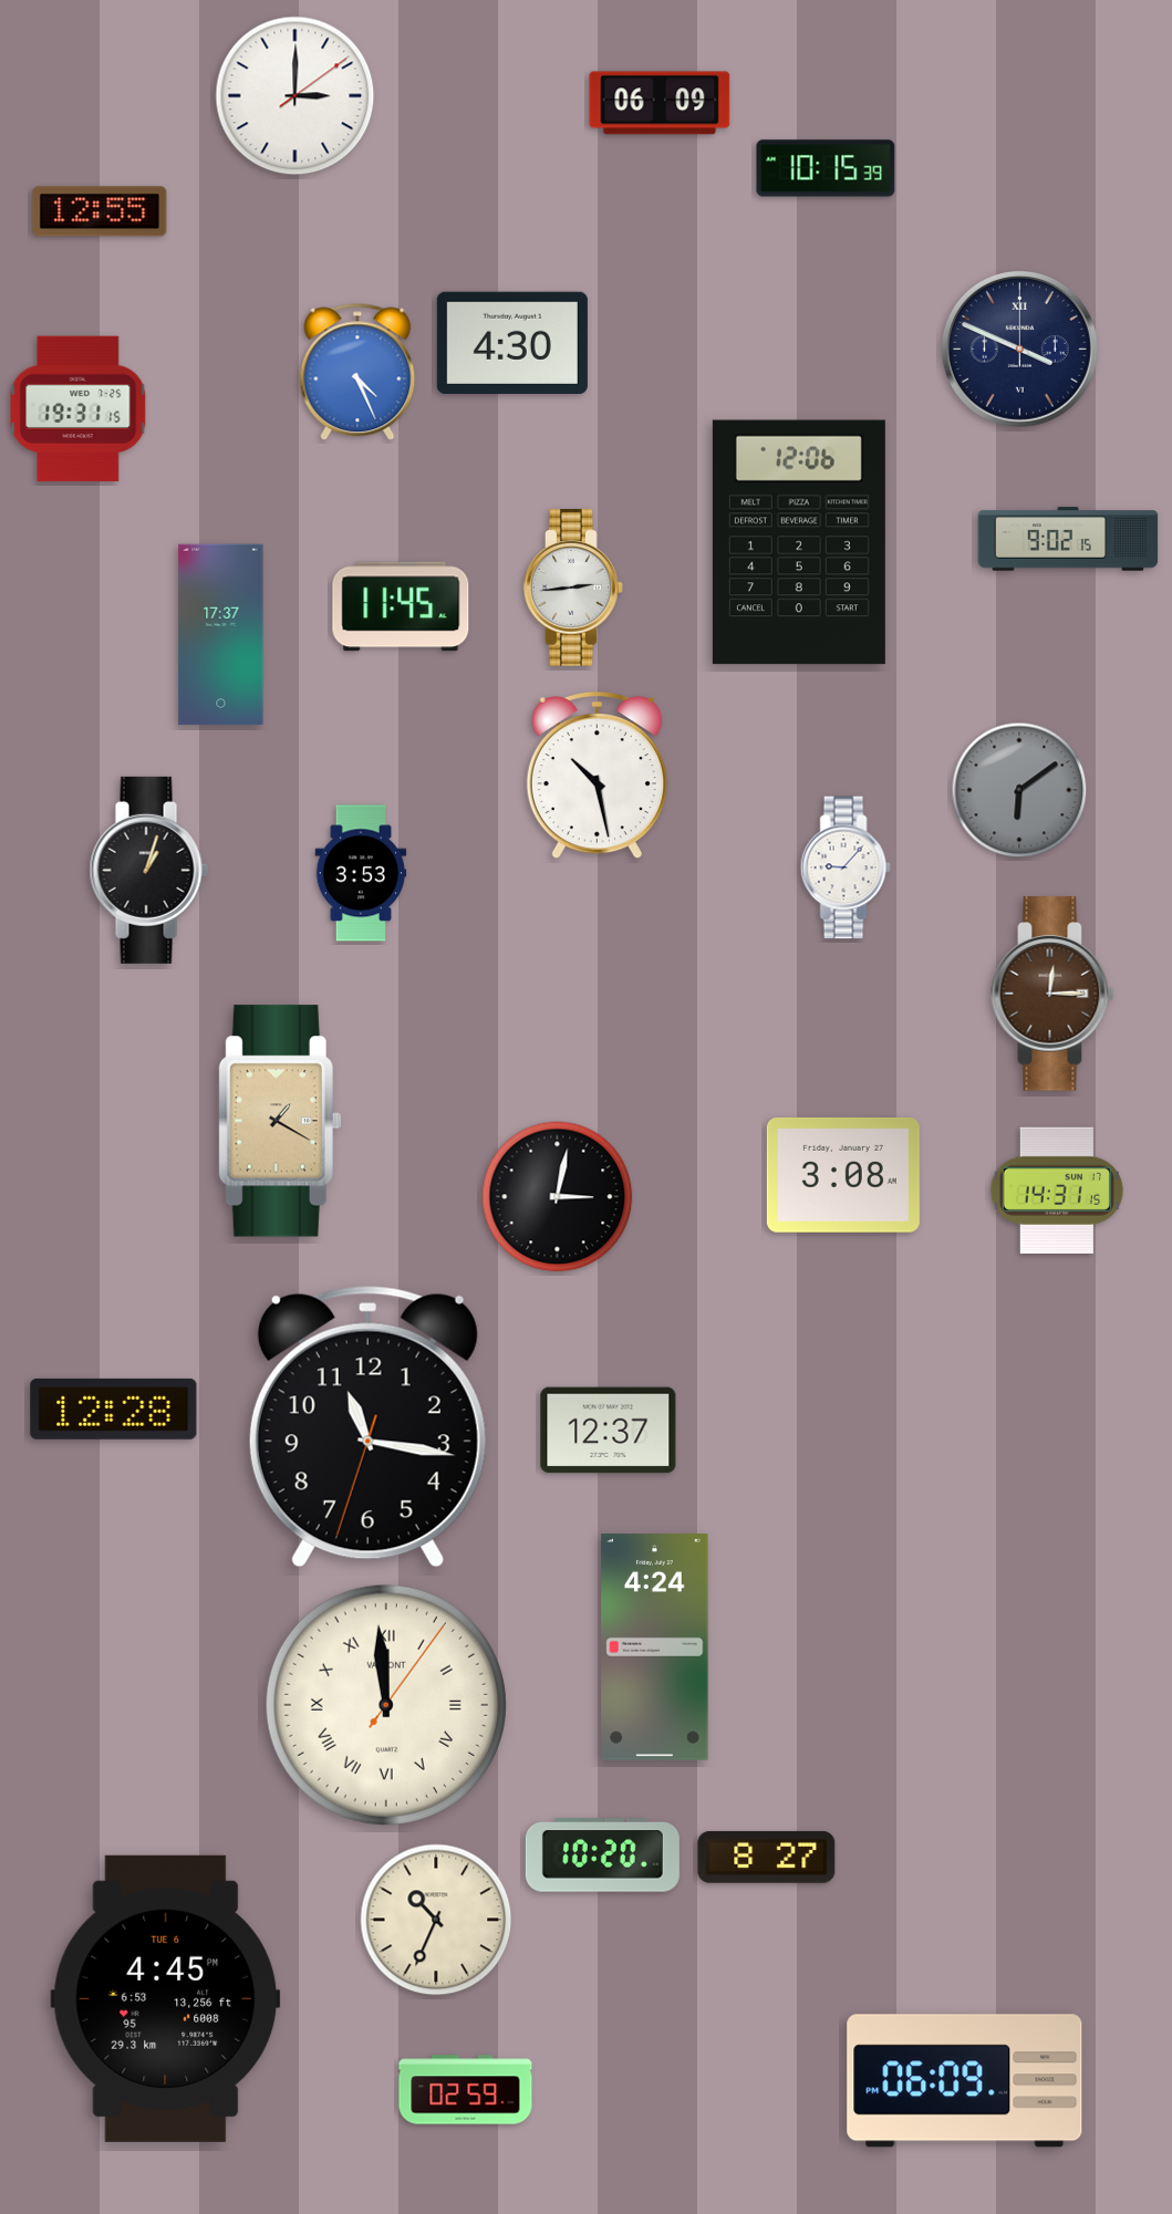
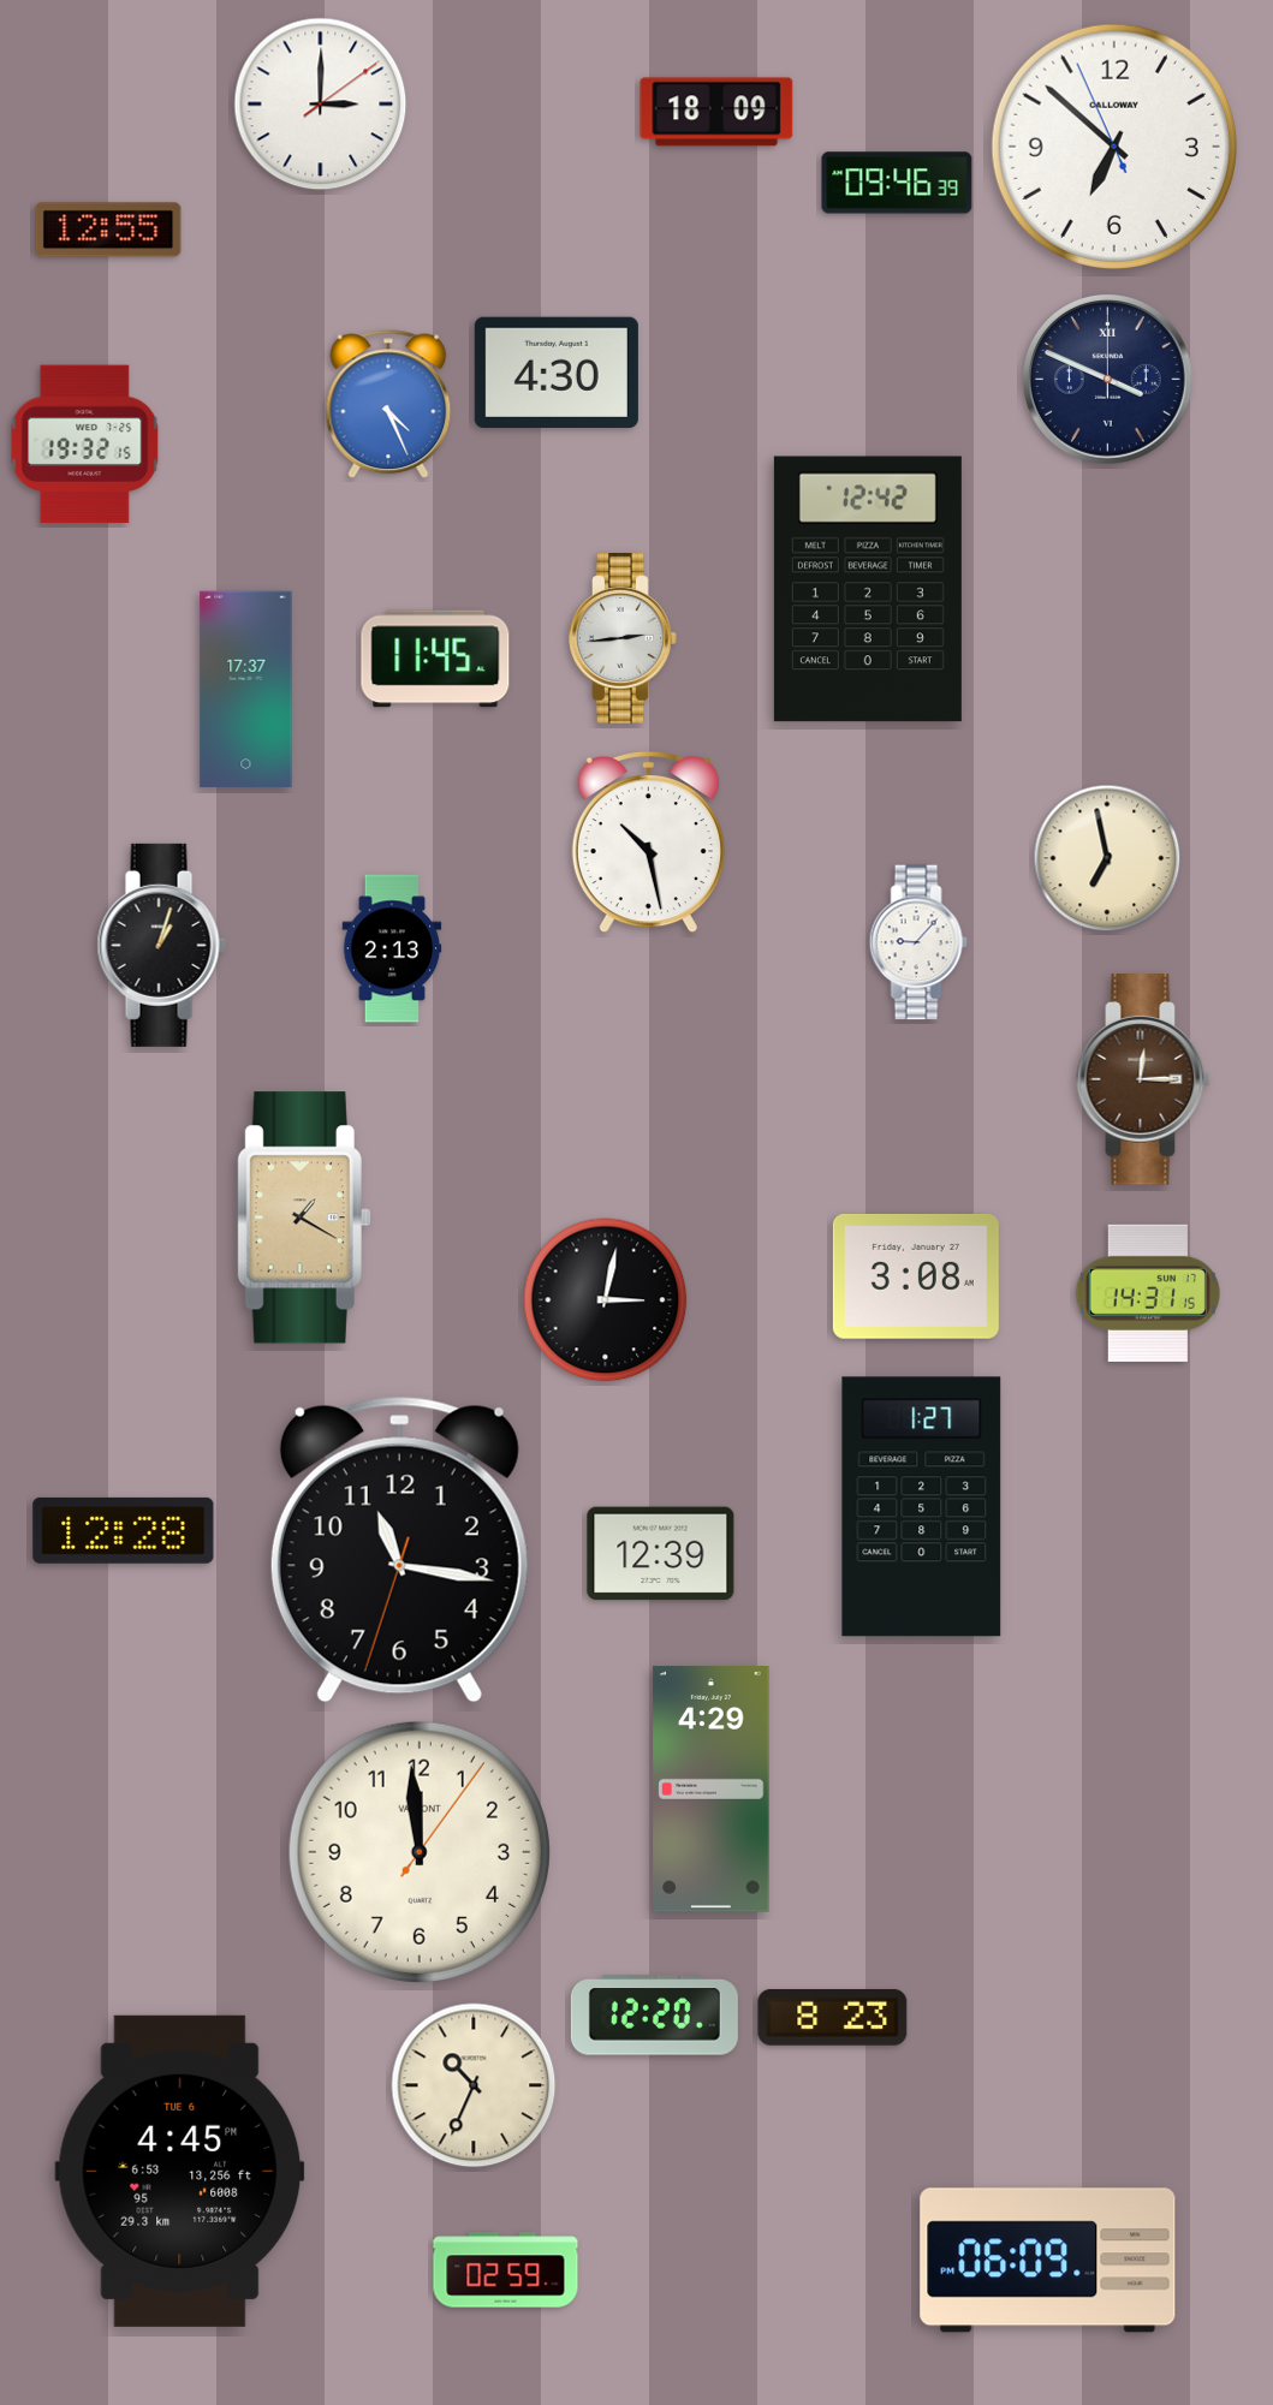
clock at (660, 103): 06:09 -> 18:09
clock at (1114, 147): none -> 6:51
clock at (826, 168): 10:15 -> 09:46
clock at (79, 409): 19:31 -> 19:32
clock at (1068, 539): 9:02 -> none
clock at (799, 542): 12:06 -> 12:42
clock at (221, 635) position: (221, 635) -> (246, 690)
clock at (1019, 790): 6:09 -> 6:58
clock at (1019, 790) dial: grey -> cream
clock at (361, 873): 3:53 -> 2:13
clock at (922, 1507): none -> 1:27
clock at (609, 1431): 12:37 -> 12:39
clock at (655, 1647): 4:24 -> 4:29
clock at (386, 1705) numerals: Roman -> Arabic
clock at (602, 1856): 10:20 -> 12:20
clock at (767, 1857): 8:27 -> 8:23
